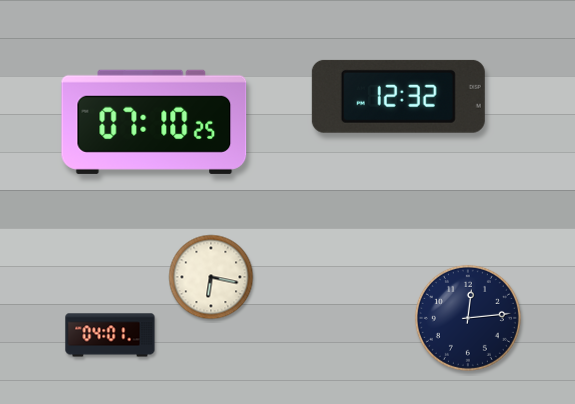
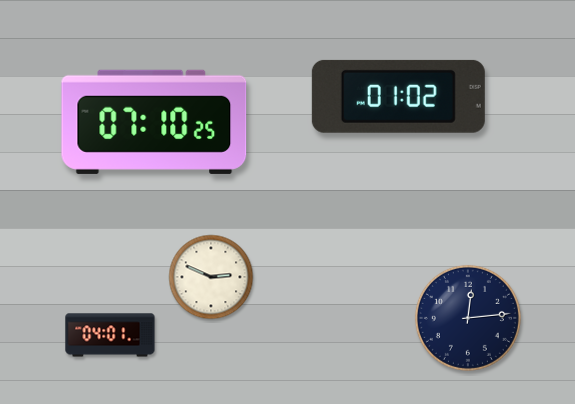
clock at (398, 96): 12:32 -> 01:02
clock at (211, 277): 6:17 -> 2:49
